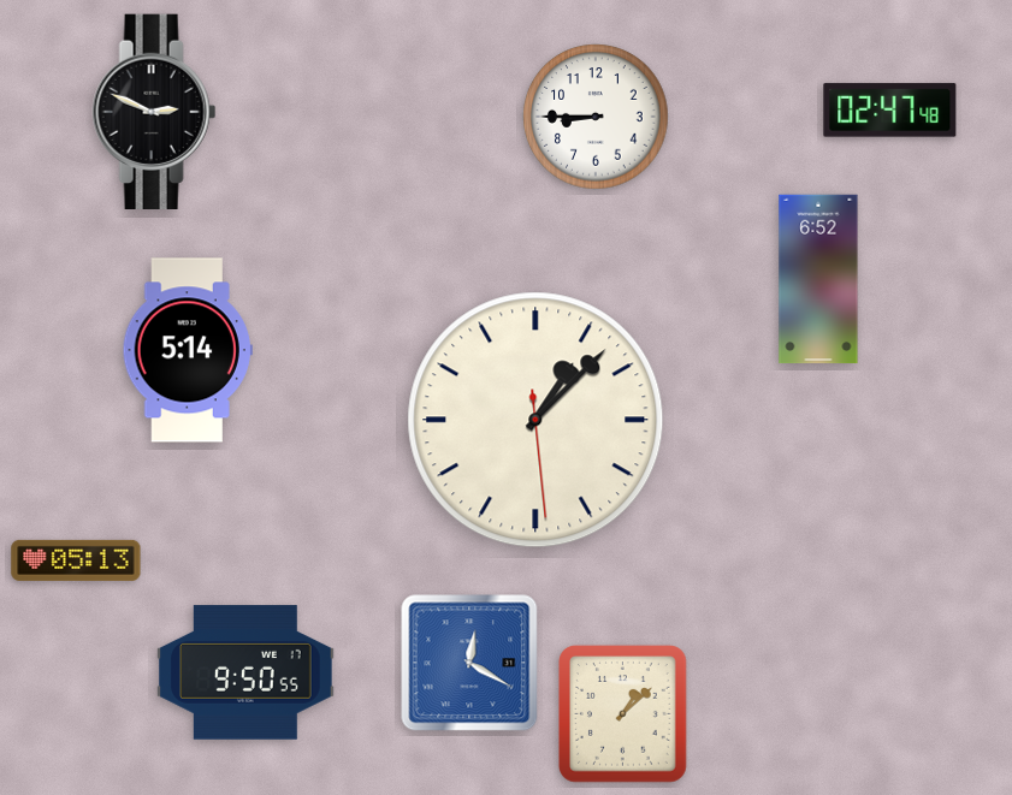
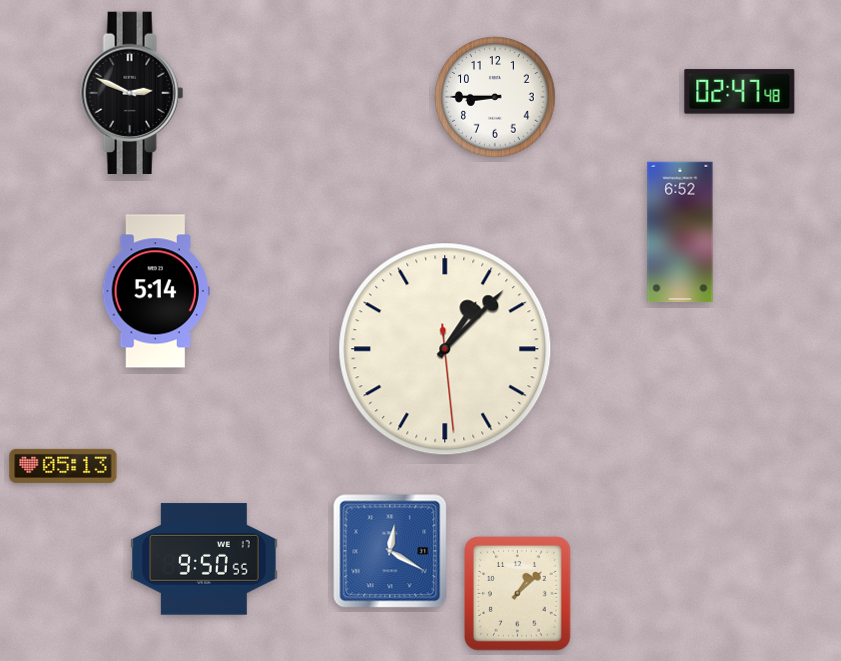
clock at (154, 111) position: (154, 111) -> (132, 92)
